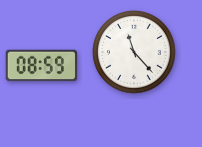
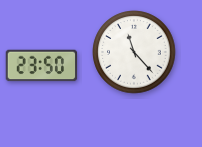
clock at (42, 66): 08:59 -> 23:50
